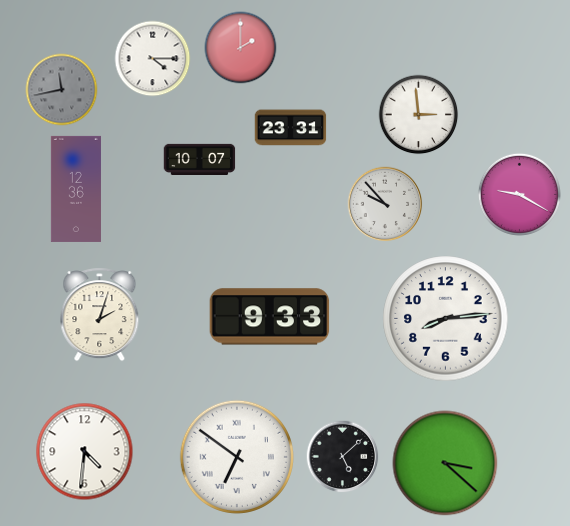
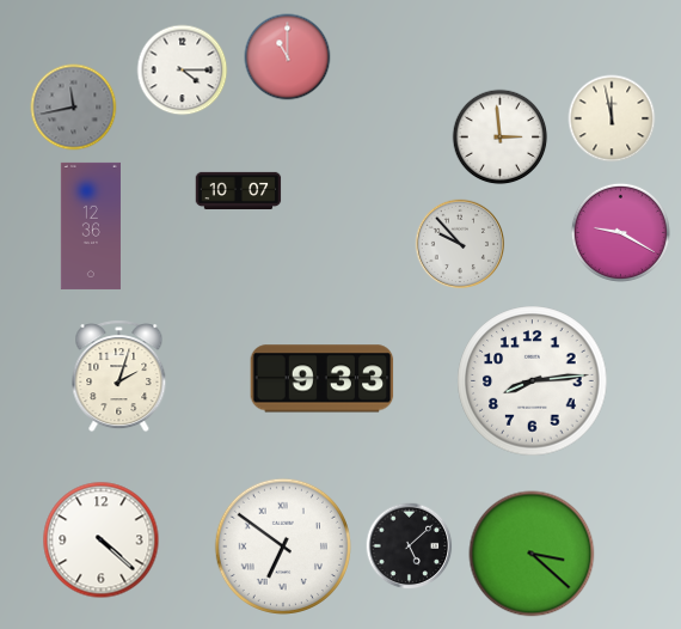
clock at (241, 48): 2:00 -> 11:00
clock at (612, 118): none -> 11:58
clock at (291, 128): 23:31 -> none
clock at (85, 452): 4:31 -> 4:22
